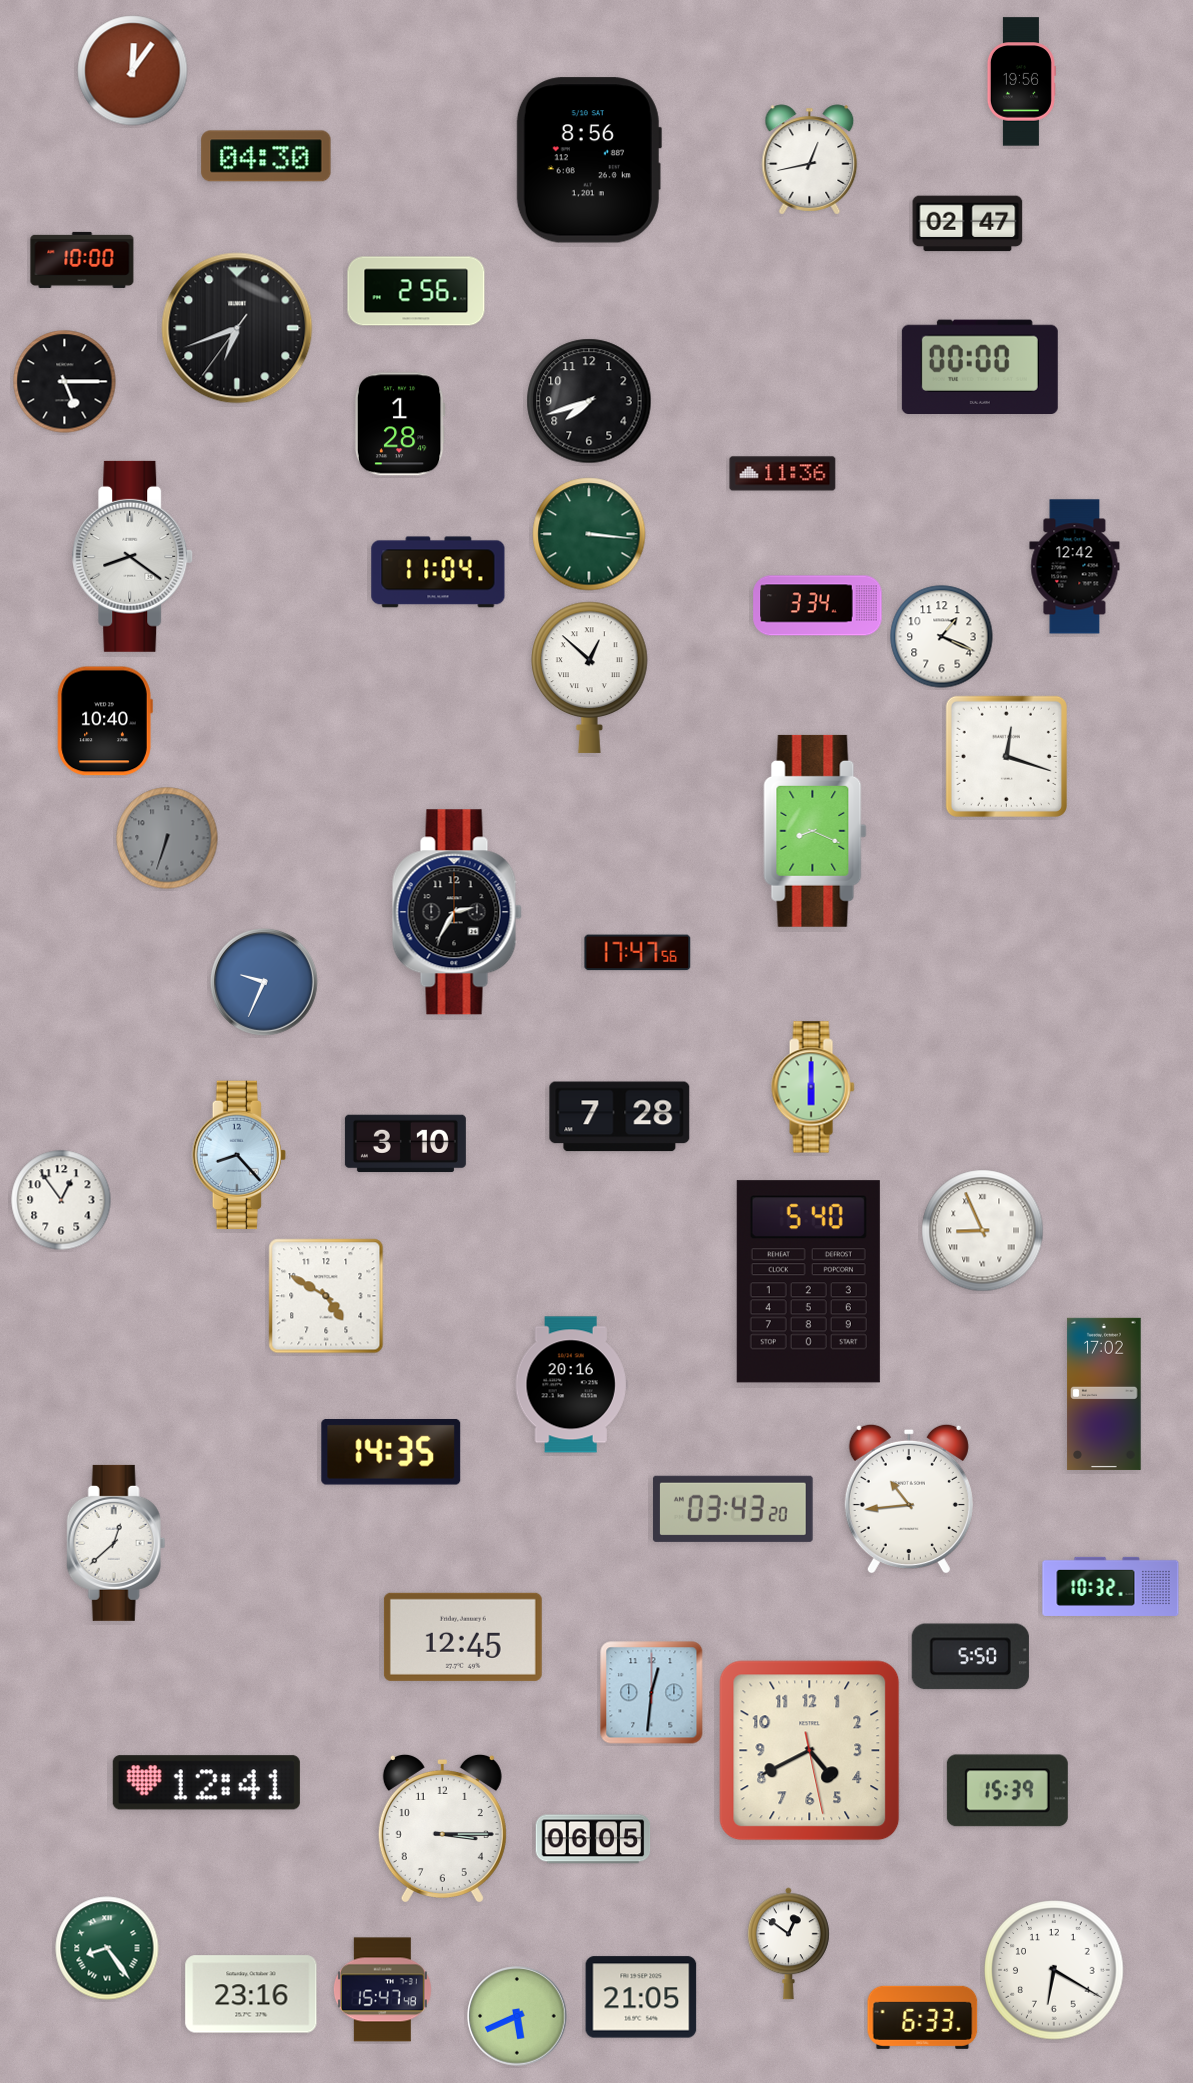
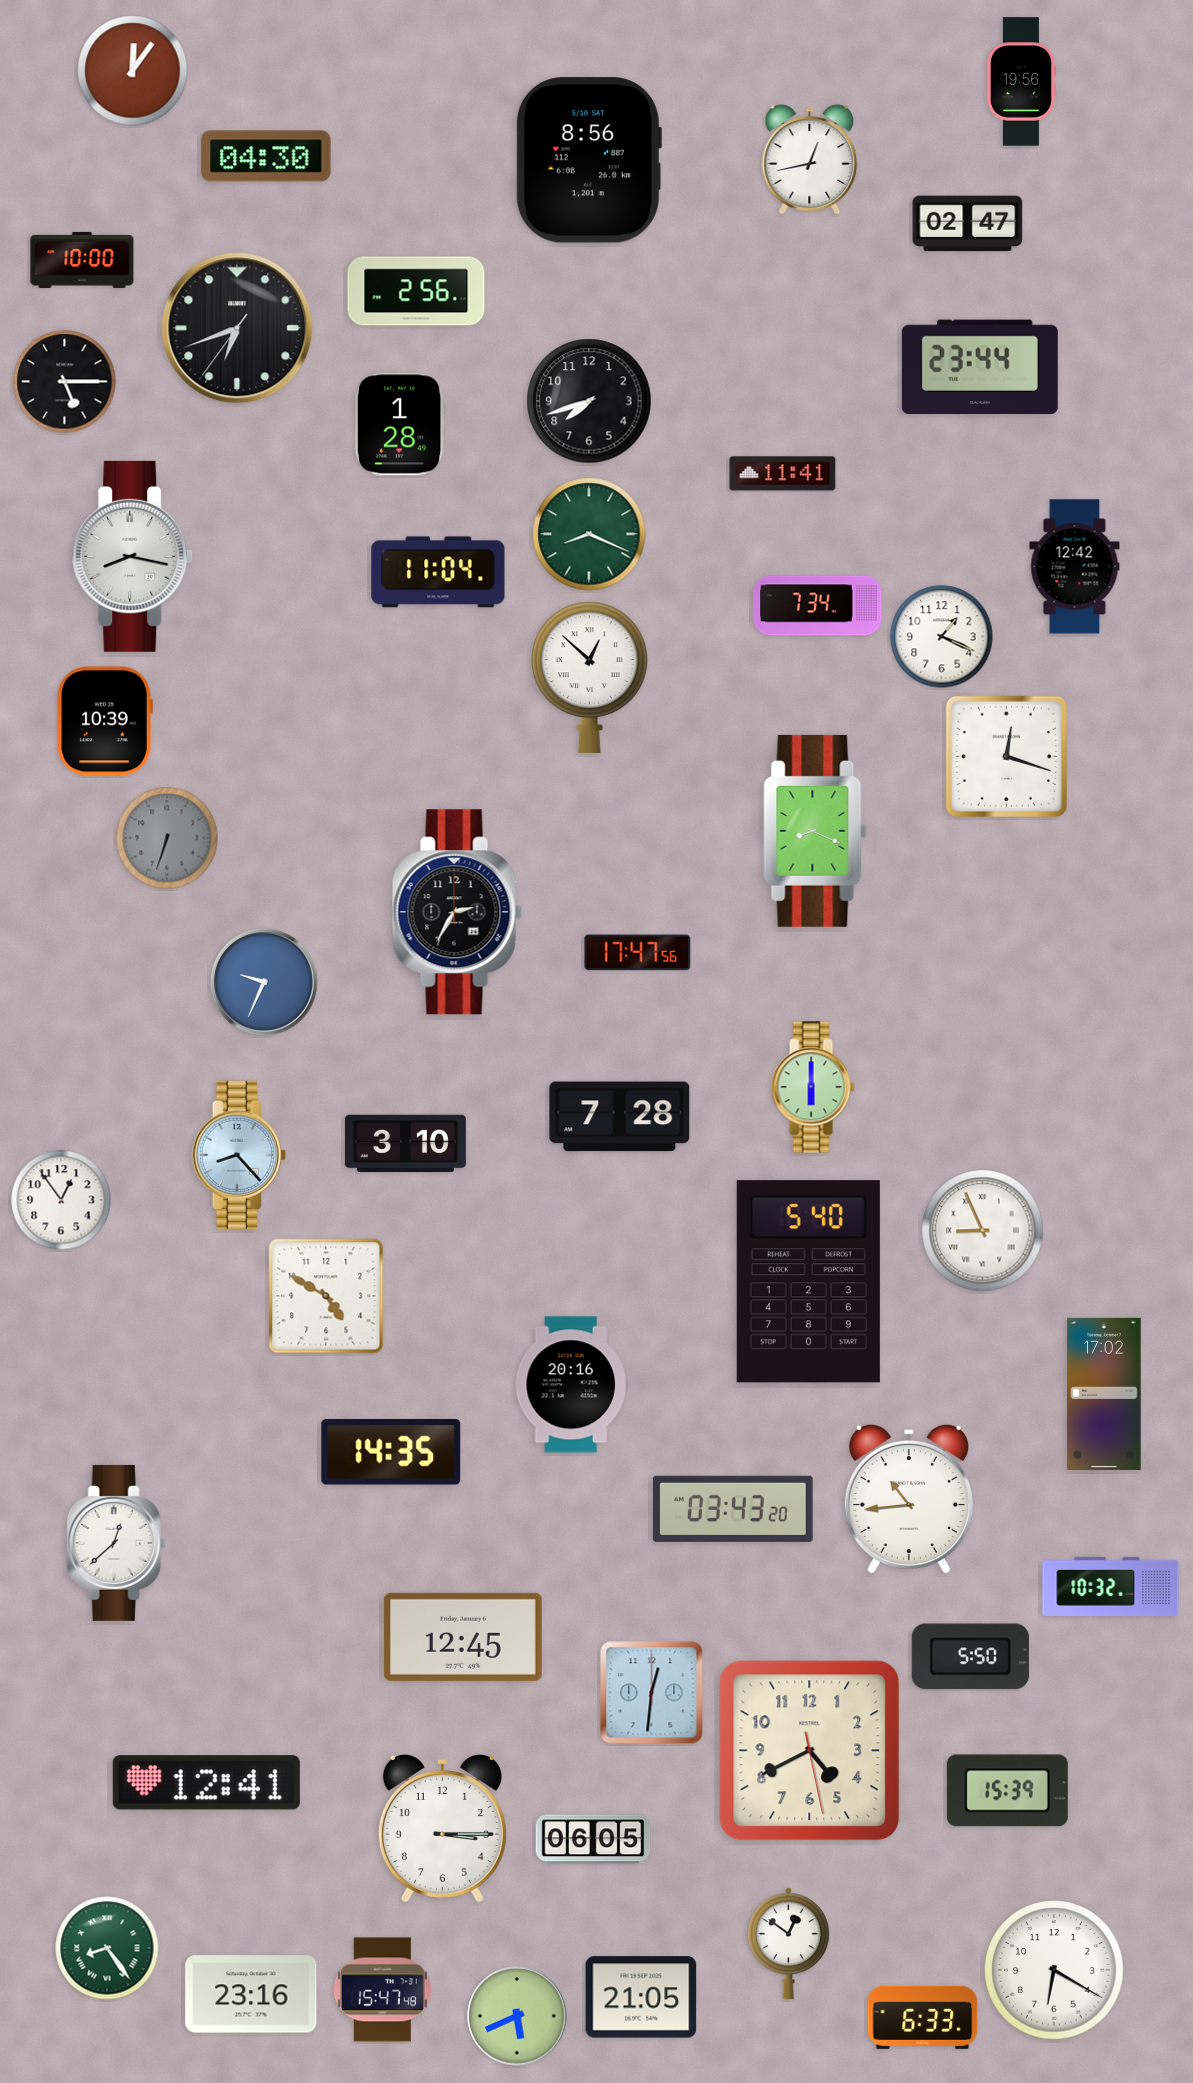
clock at (980, 366): 00:00 -> 23:44
clock at (783, 474): 11:36 -> 11:41
clock at (589, 534): 3:16 -> 8:19
clock at (133, 556): 8:21 -> 8:17
clock at (818, 606): 3:34 -> 7:34
clock at (105, 721): 10:40 -> 10:39
